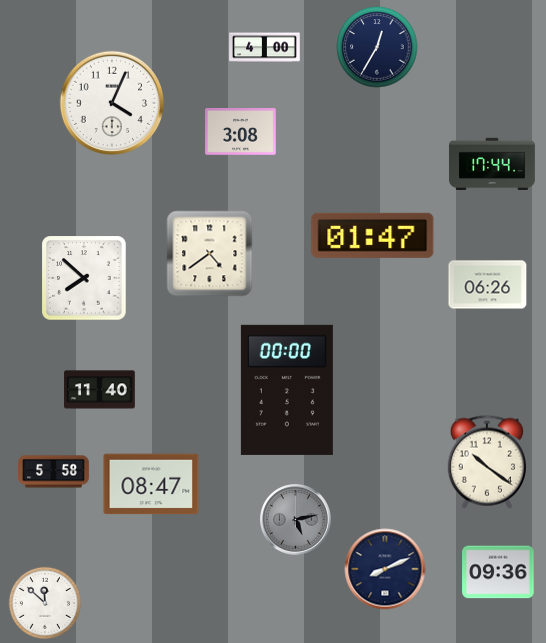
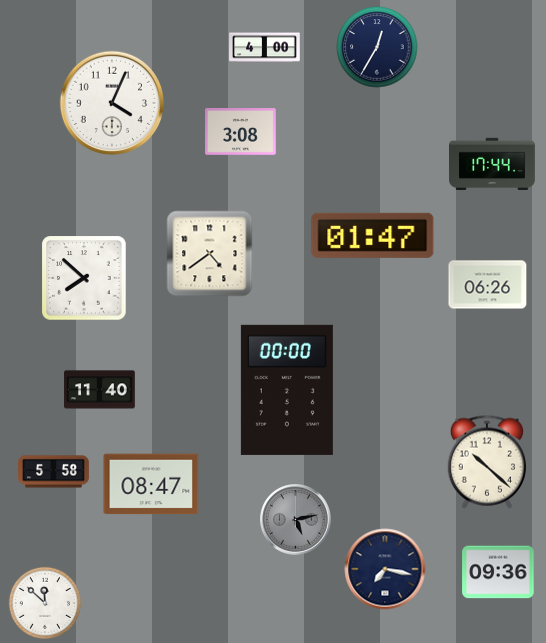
clock at (486, 462): 10:21 -> 10:22
clock at (385, 569): 8:11 -> 7:17
